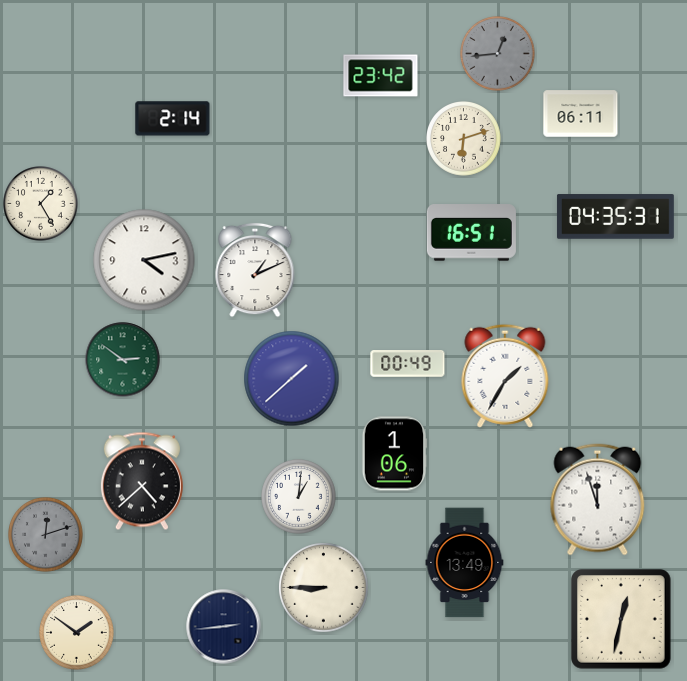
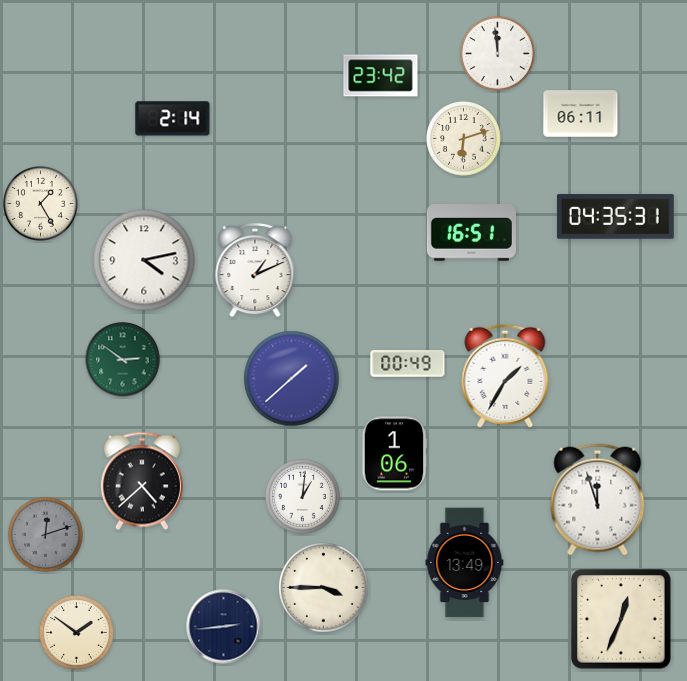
clock at (498, 54): 12:44 -> 11:59
clock at (498, 54) dial: grey -> white
clock at (299, 497) position: (299, 497) -> (303, 497)
clock at (324, 588): 8:45 -> 3:45
clock at (621, 619): 12:32 -> 12:34
